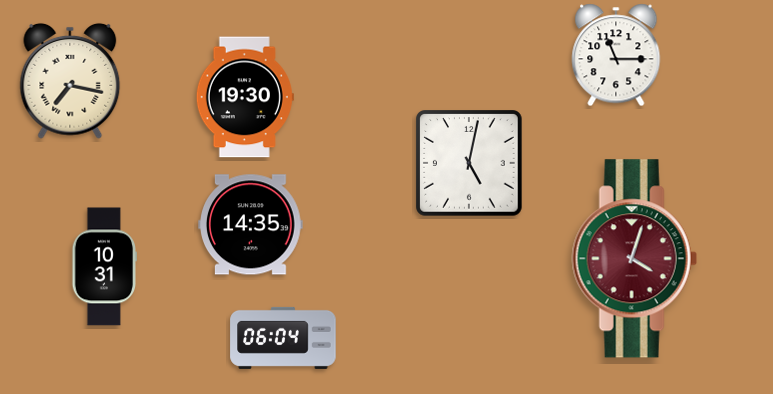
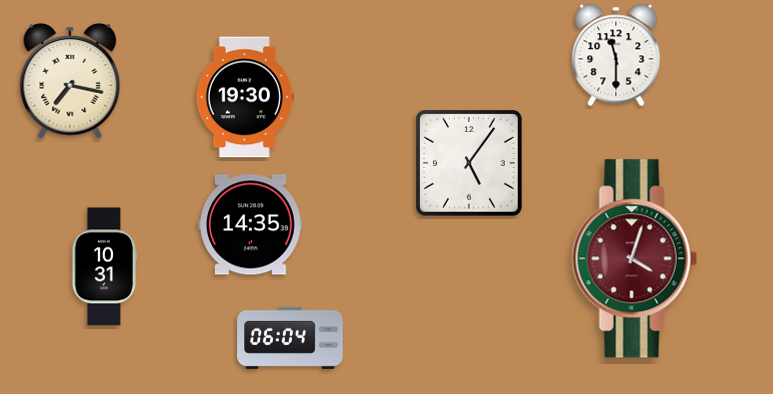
clock at (616, 55): 11:15 -> 11:30
clock at (470, 164): 5:02 -> 5:06
clock at (283, 338) position: (283, 338) -> (290, 338)
